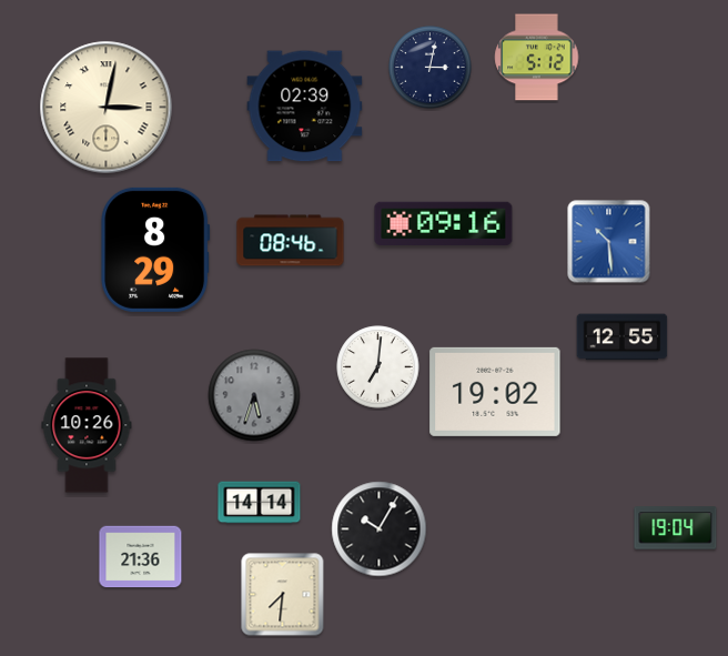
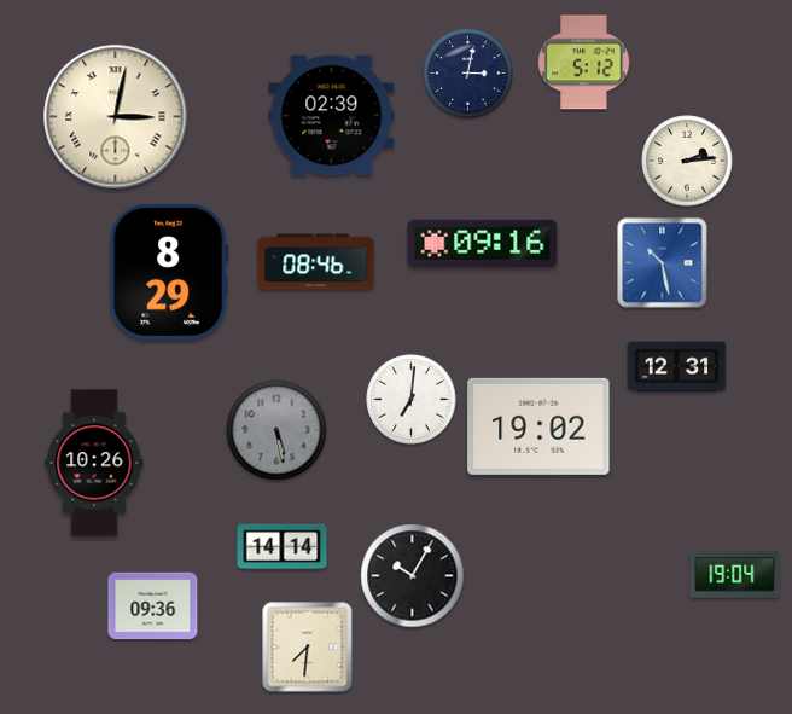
clock at (687, 161): none -> 2:14
clock at (609, 242): 10:29 -> 10:28
clock at (623, 337): 12:55 -> 12:31
clock at (254, 395): 5:33 -> 5:28
clock at (141, 557): 21:36 -> 09:36
